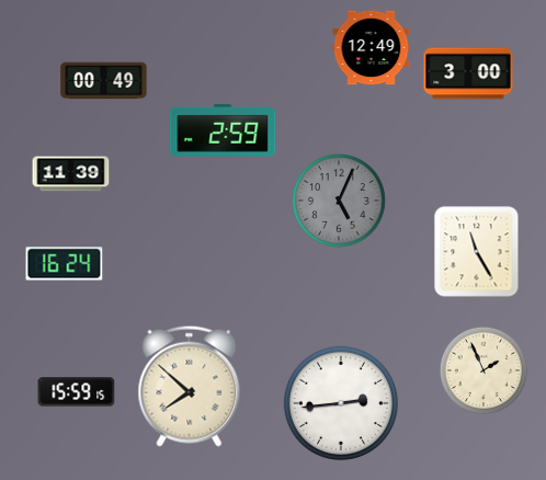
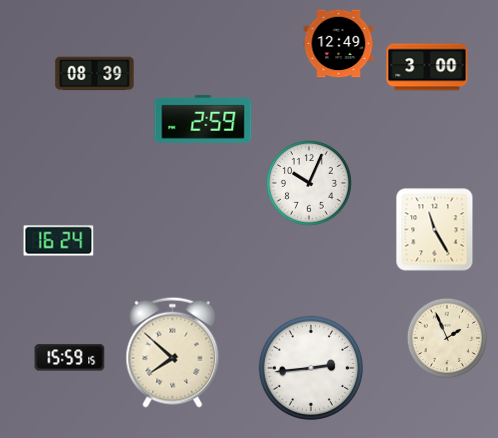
clock at (104, 81): 00:49 -> 08:39
clock at (71, 174): 11:39 -> none
clock at (339, 201): 5:04 -> 10:04
clock at (339, 201) dial: grey -> white
clock at (484, 370) position: (484, 370) -> (447, 338)
